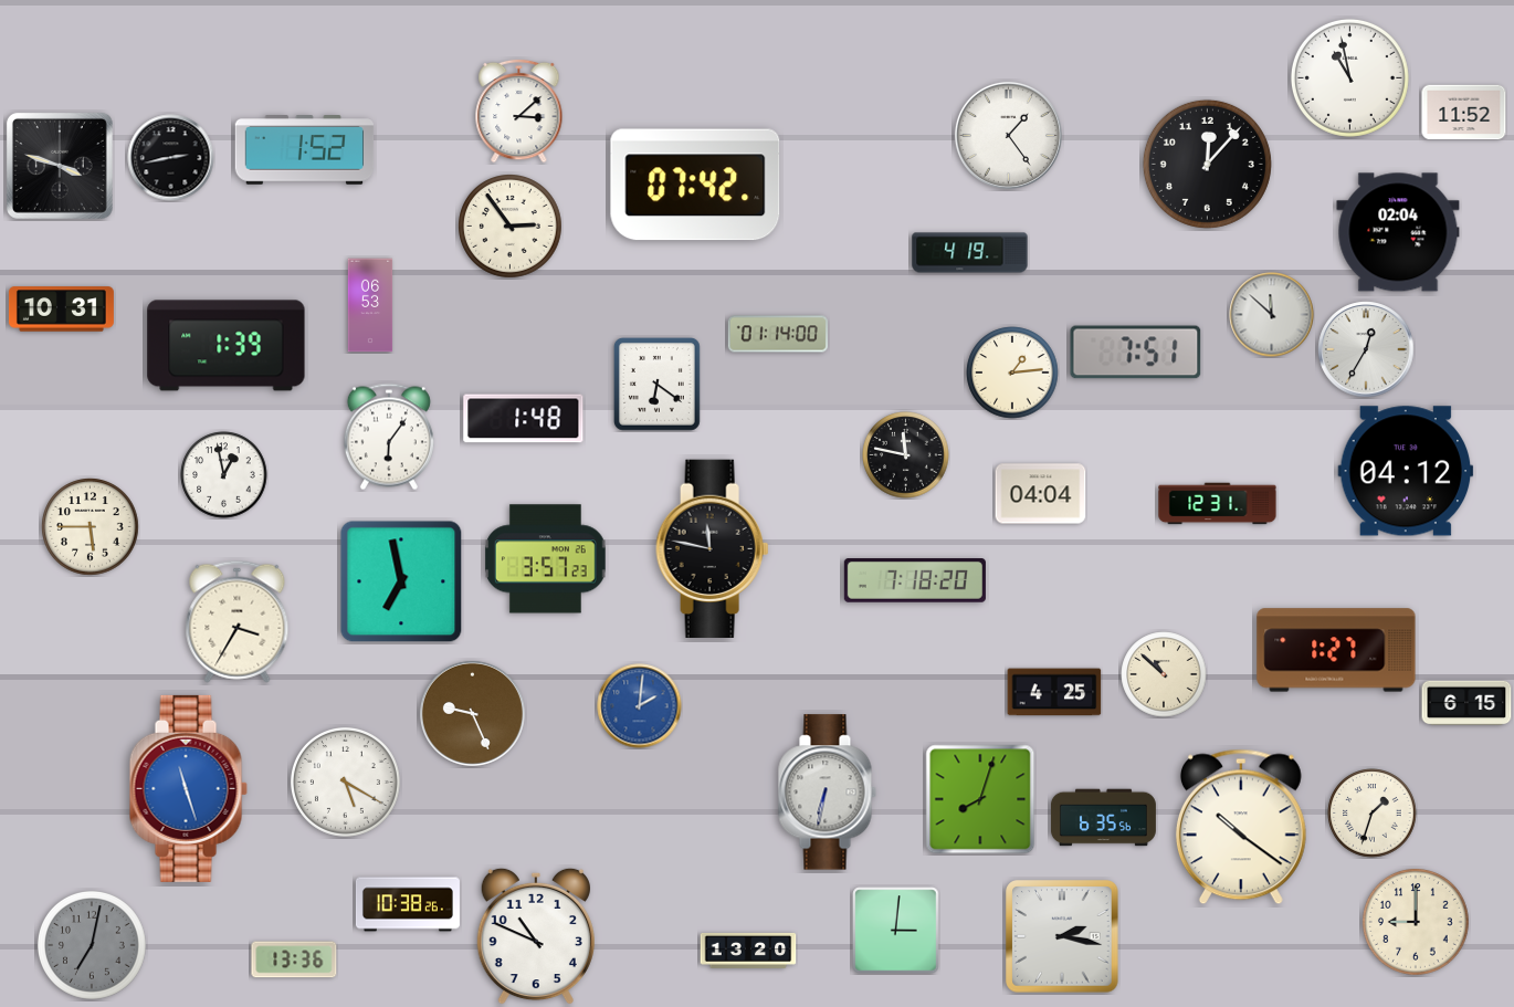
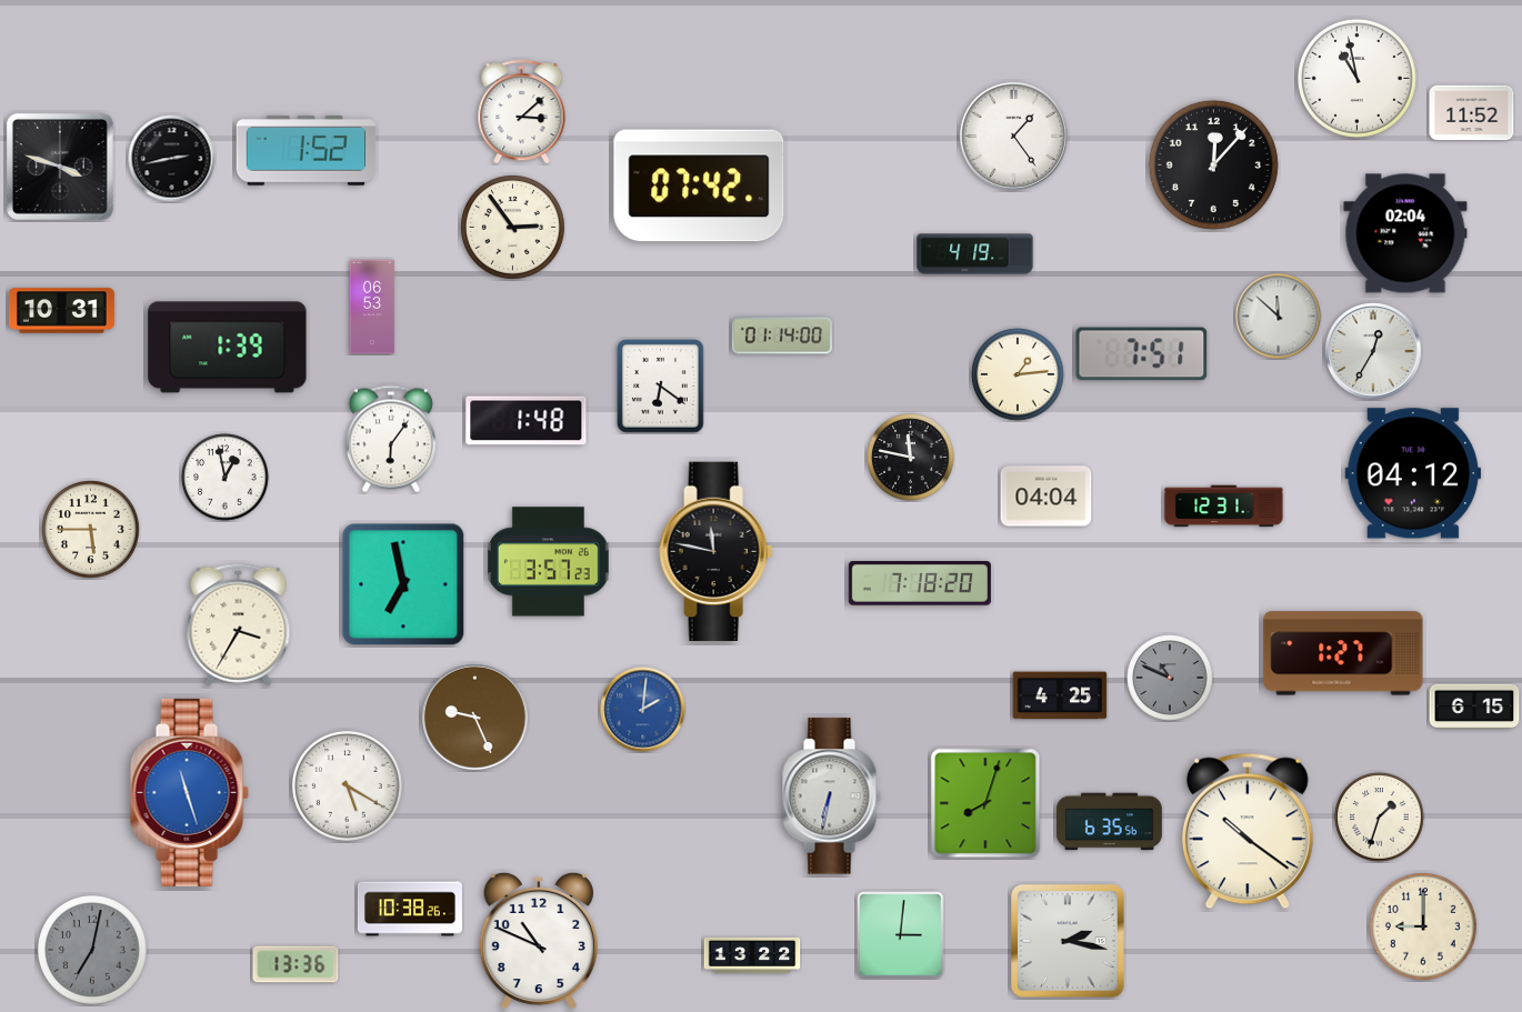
clock at (1164, 674): 10:52 -> 10:49
clock at (1164, 674) dial: cream -> grey
clock at (748, 951): 13:20 -> 13:22
